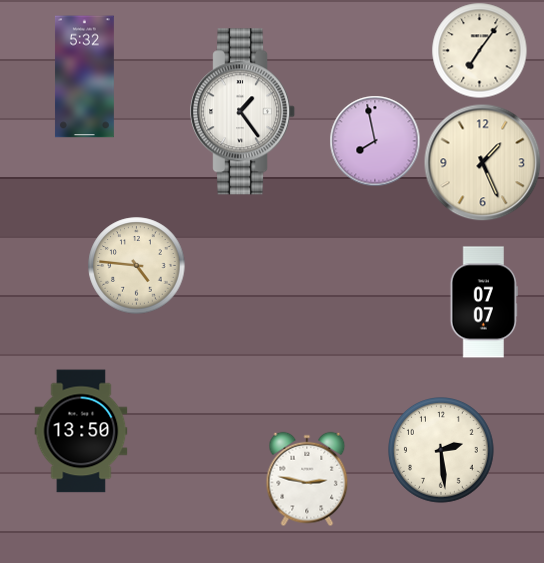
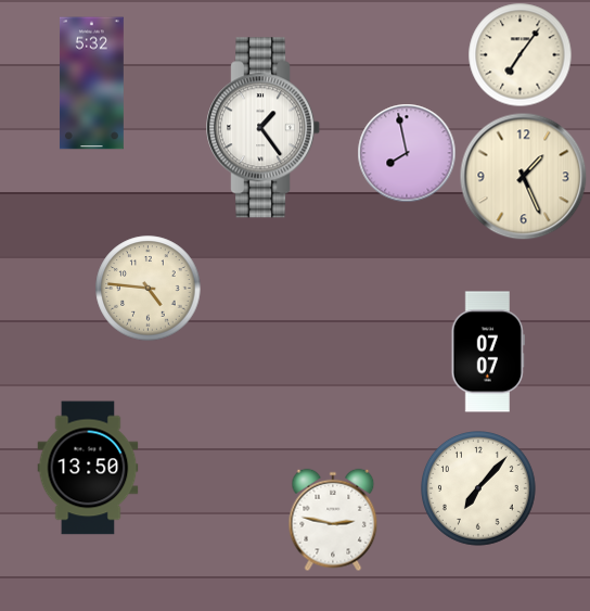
clock at (243, 112) position: (243, 112) -> (264, 128)
clock at (484, 302) position: (484, 302) -> (488, 352)
clock at (442, 451): 2:29 -> 7:07
